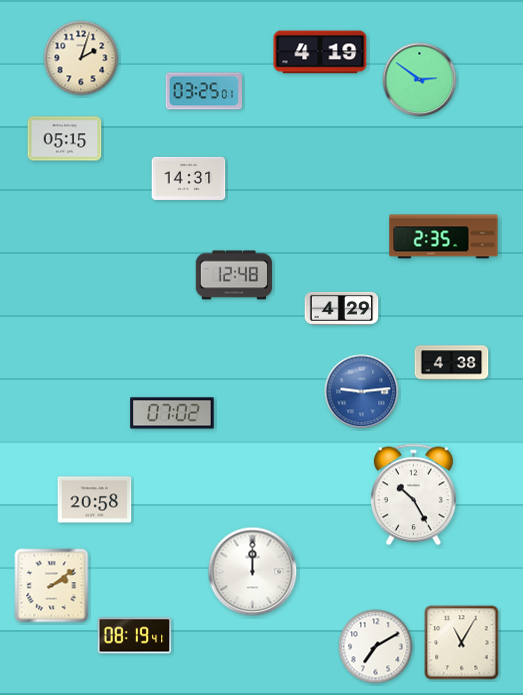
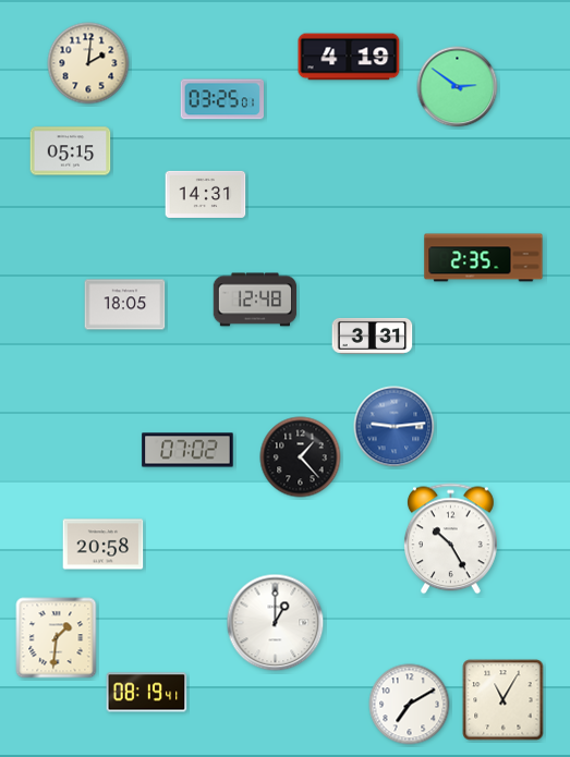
clock at (81, 58): 2:03 -> 2:01
clock at (125, 305): none -> 18:05
clock at (342, 308): 4:29 -> 3:31
clock at (452, 363): 4:38 -> none
clock at (301, 457): none -> 1:23
clock at (253, 572): 12:00 -> 1:00
clock at (52, 586): 2:09 -> 1:31
